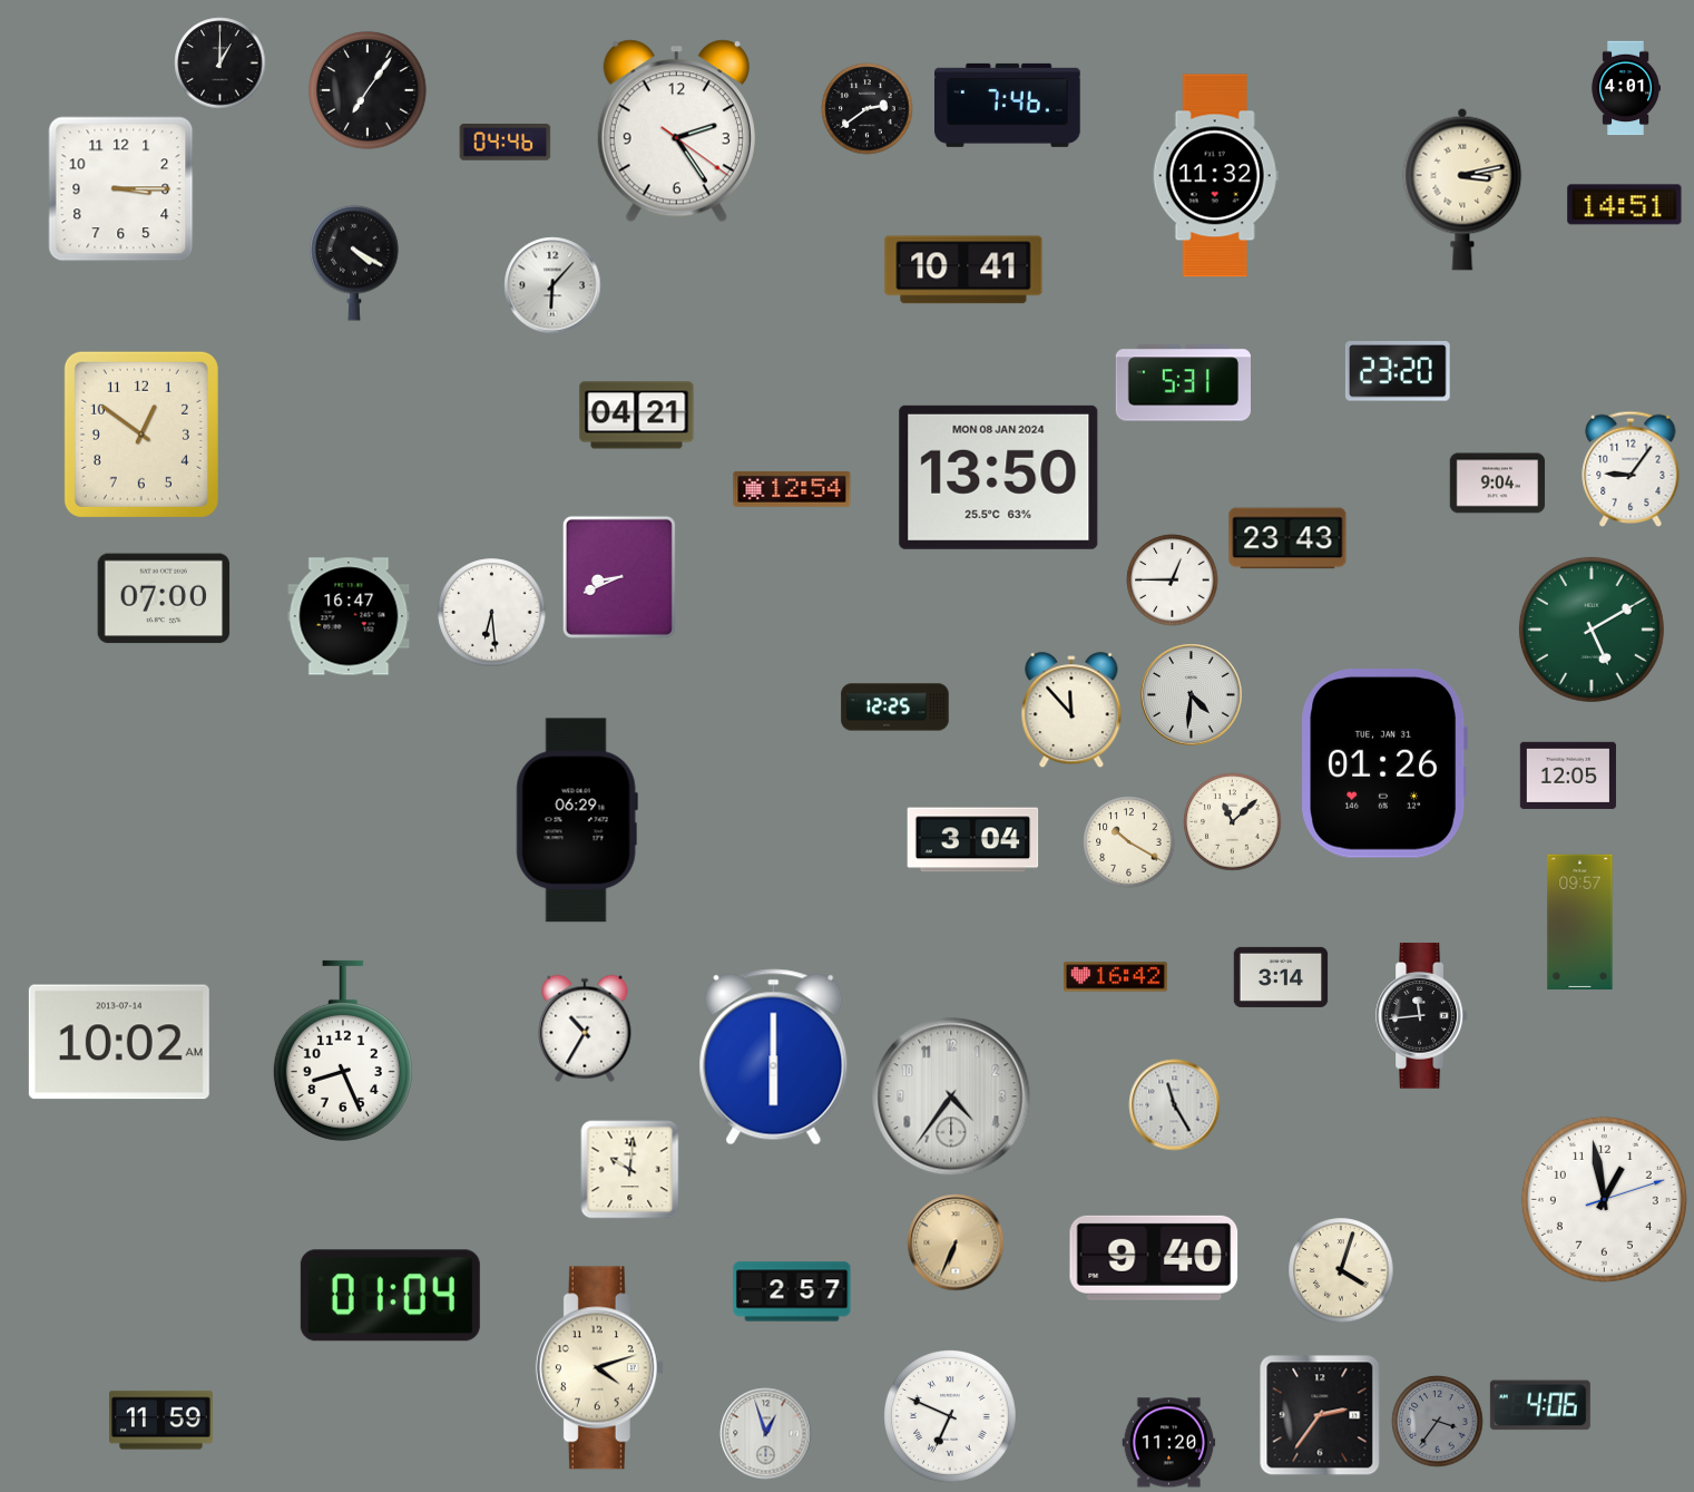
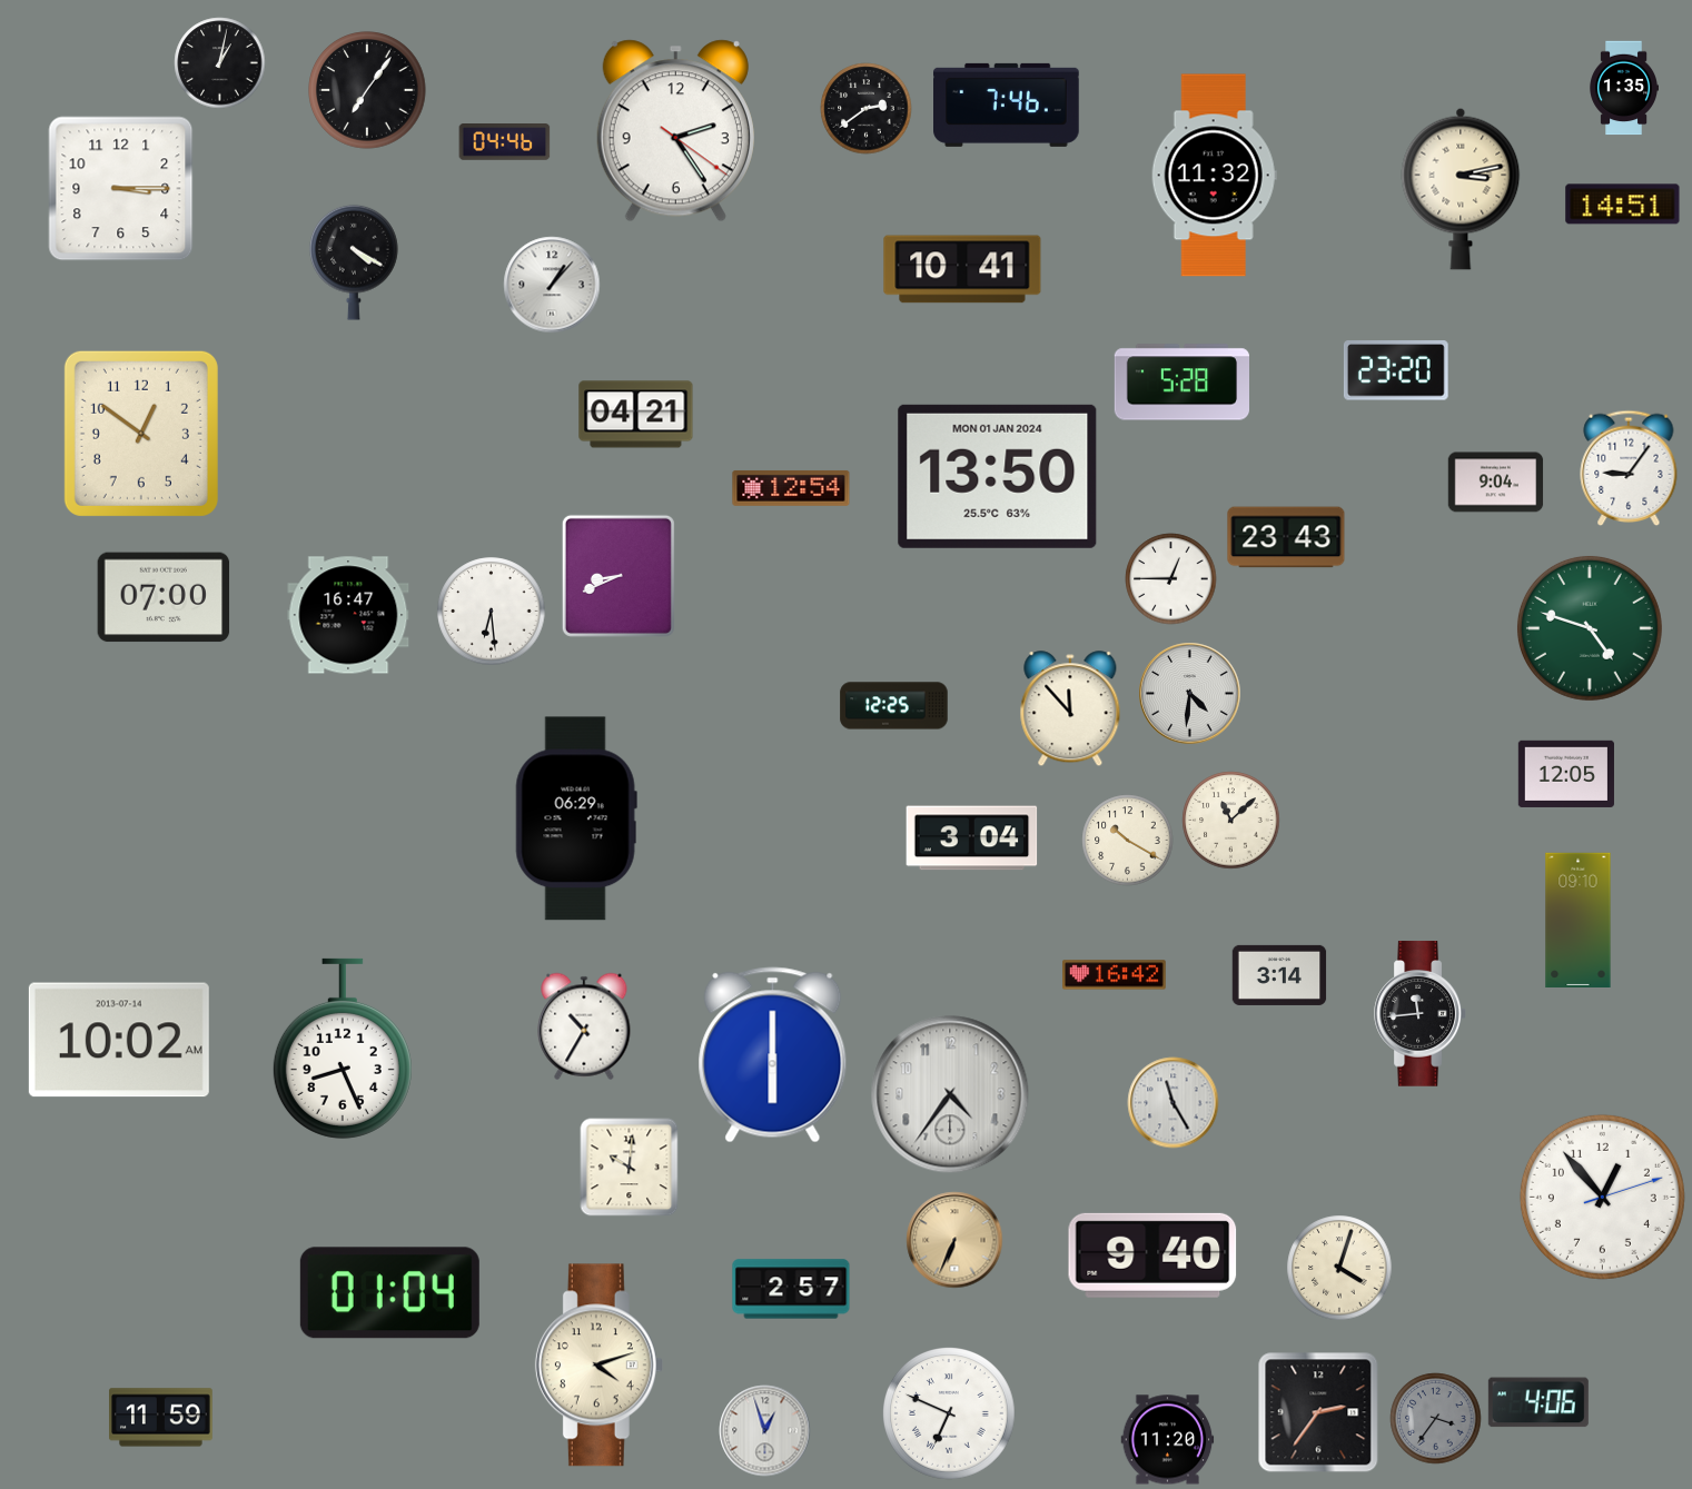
clock at (221, 64): 1:00 -> 1:02
clock at (1625, 88): 4:01 -> 1:35
clock at (552, 285): 6:07 -> 1:07
clock at (1183, 383): 5:31 -> 5:28
clock at (999, 477) date: MON 08 JAN 2024 -> MON 01 JAN 2024
clock at (1592, 630): 5:10 -> 4:48
clock at (1383, 764): 01:26 -> none
clock at (1580, 921): 09:57 -> 09:10
clock at (1604, 1199): 12:58 -> 12:53
